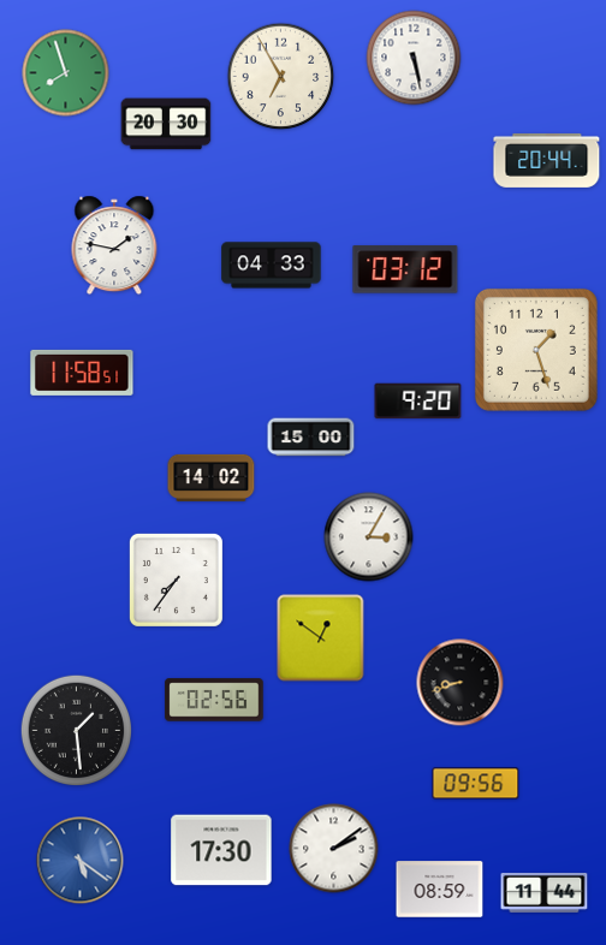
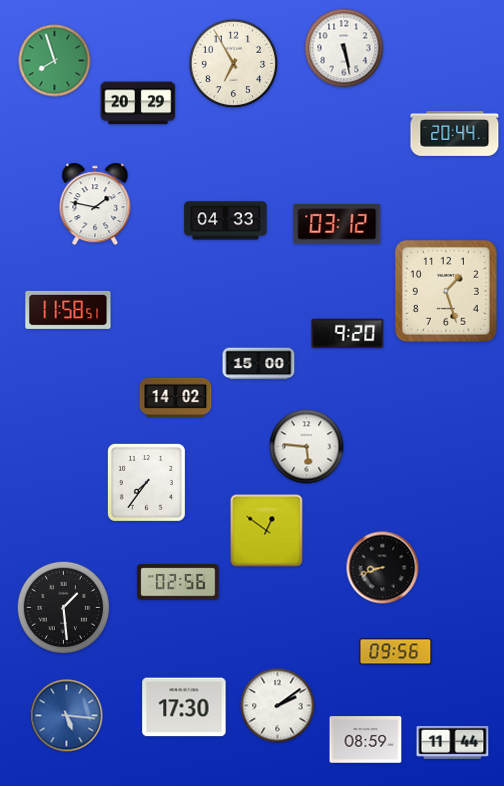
clock at (166, 124): 20:30 -> 20:29
clock at (369, 537): 3:05 -> 5:46
clock at (81, 861): 5:21 -> 5:16
